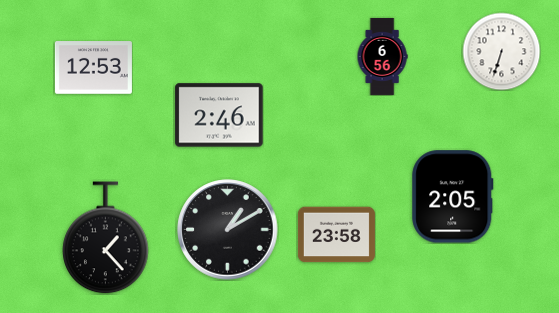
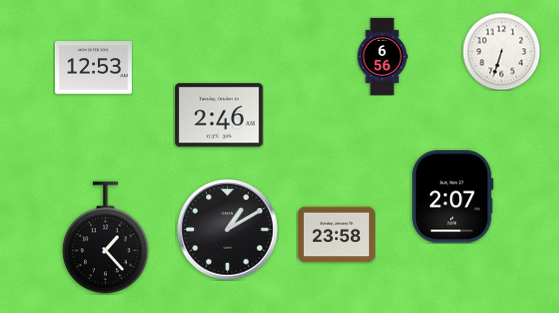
clock at (453, 197): 2:05 -> 2:07
